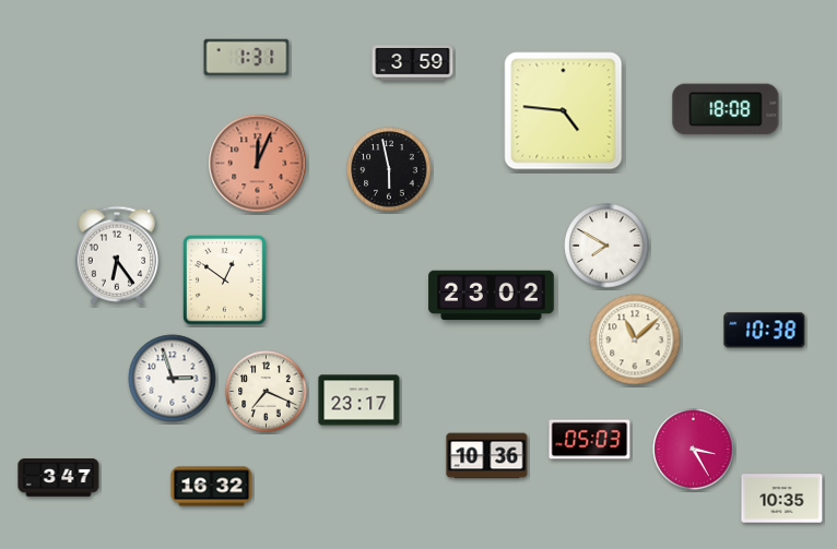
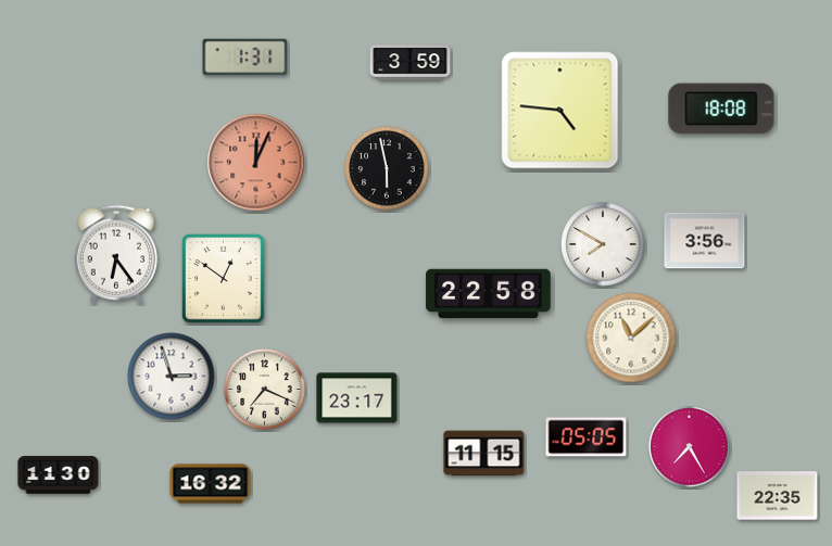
clock at (705, 241): none -> 3:56
clock at (492, 296): 23:02 -> 22:58
clock at (765, 331): 10:38 -> none
clock at (590, 440): 05:03 -> 05:05
clock at (694, 450): 3:25 -> 7:25
clock at (487, 456): 10:36 -> 11:15
clock at (59, 478): 3:47 -> 11:30
clock at (782, 499): 10:35 -> 22:35
